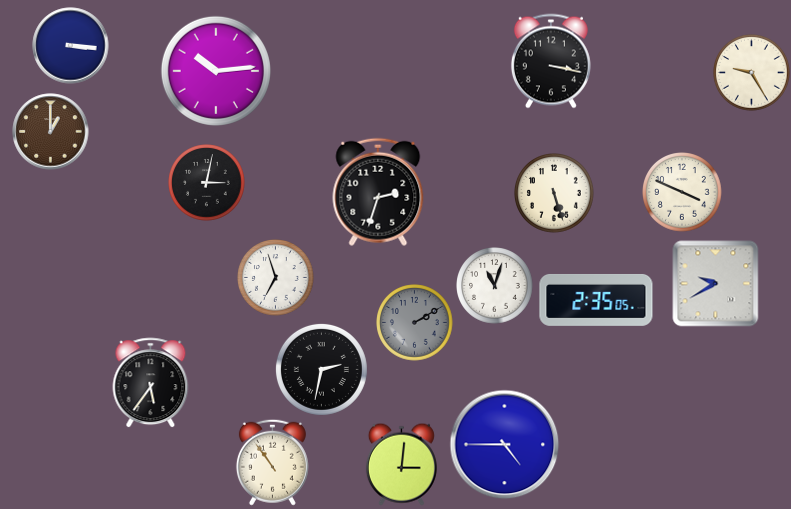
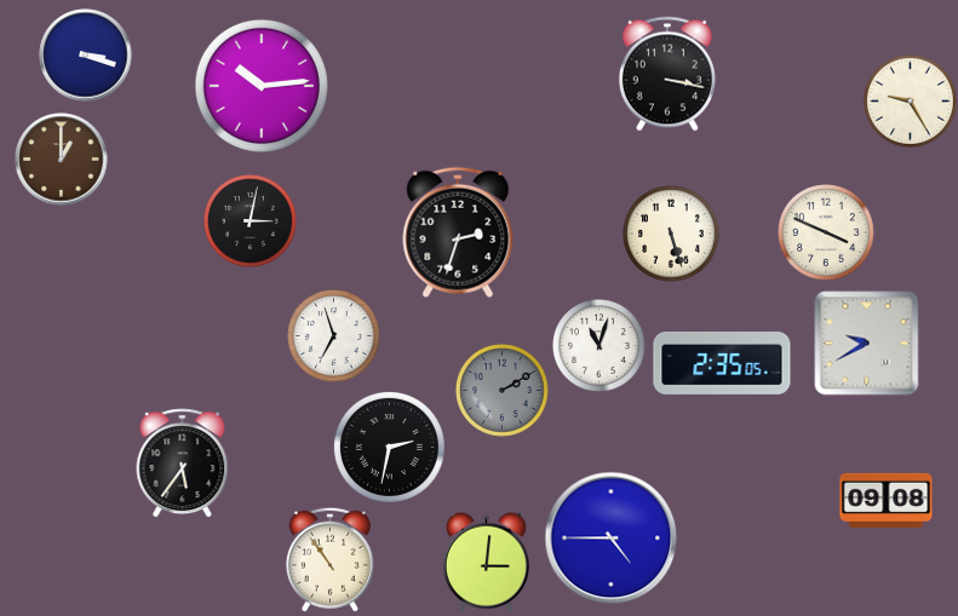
clock at (71, 46): 3:16 -> 3:18
clock at (752, 73) position: (752, 73) -> (911, 102)
clock at (887, 500): none -> 09:08
